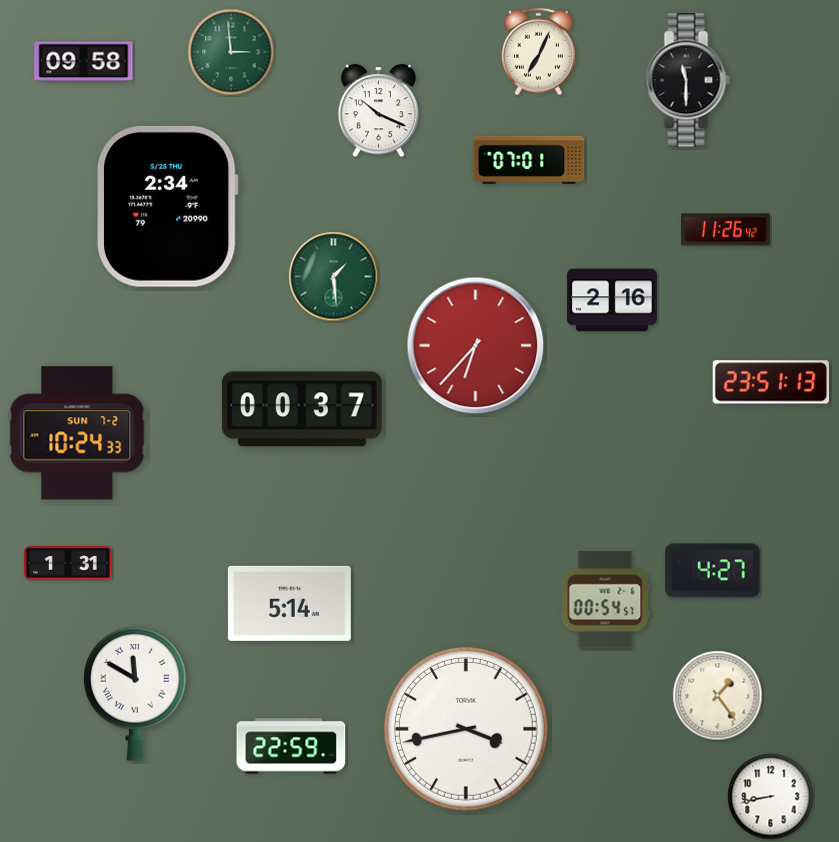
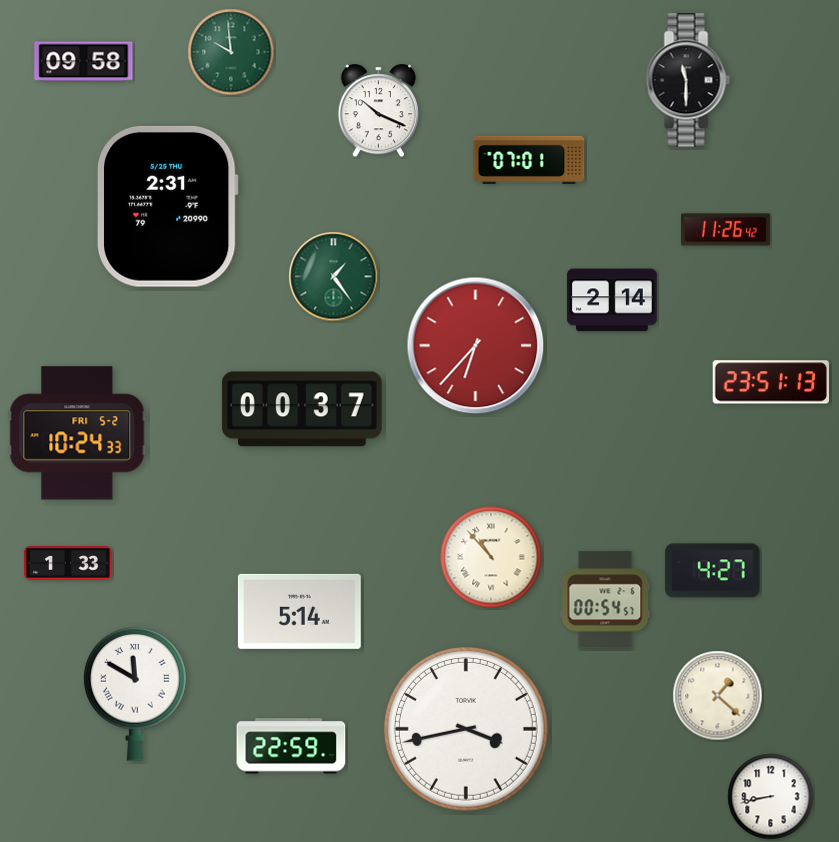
clock at (231, 52): 2:59 -> 9:59
clock at (538, 52): 7:04 -> none
clock at (168, 206): 2:34 -> 2:31
clock at (334, 277): 1:29 -> 1:24
clock at (613, 300): 2:16 -> 2:14
clock at (77, 433) date: SUN 7-2 -> FRI 5-2
clock at (491, 557): none -> 10:53
clock at (68, 563): 1:31 -> 1:33
clock at (289, 603) position: (289, 603) -> (299, 611)
clock at (718, 696): 1:24 -> 1:22
